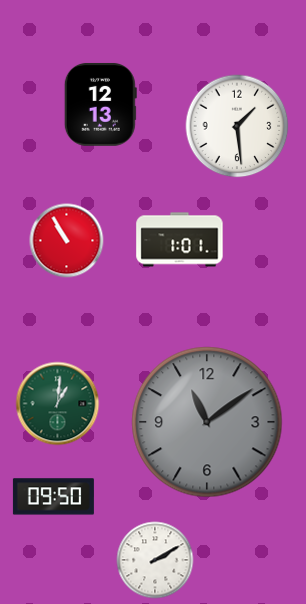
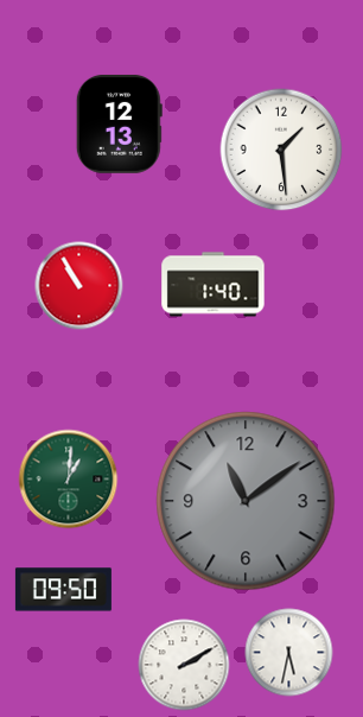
clock at (180, 240): 1:01 -> 1:40
clock at (289, 653): none -> 5:32
